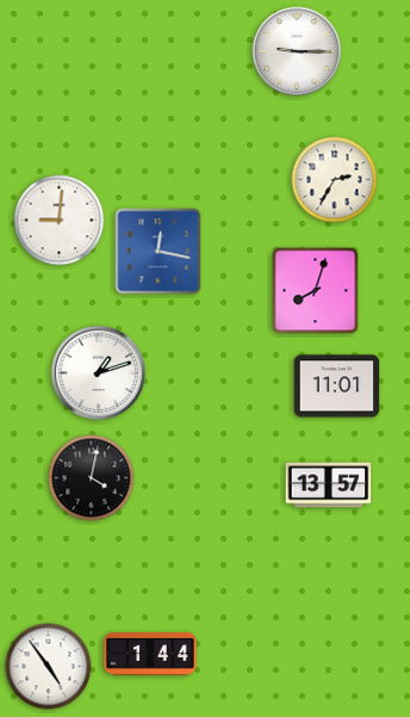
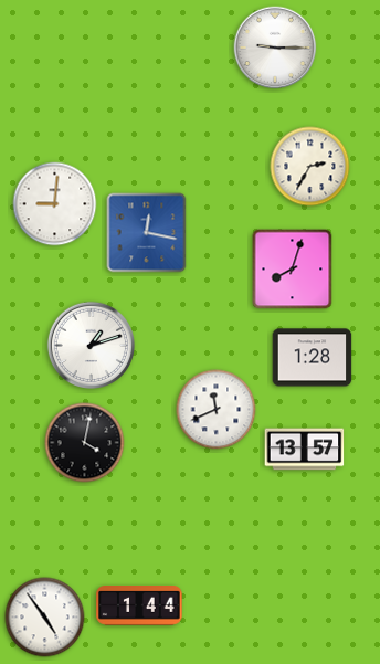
clock at (337, 387): 11:01 -> 1:28
clock at (217, 410): none -> 11:41
